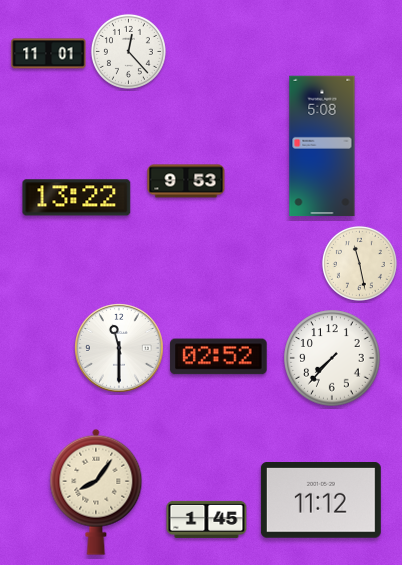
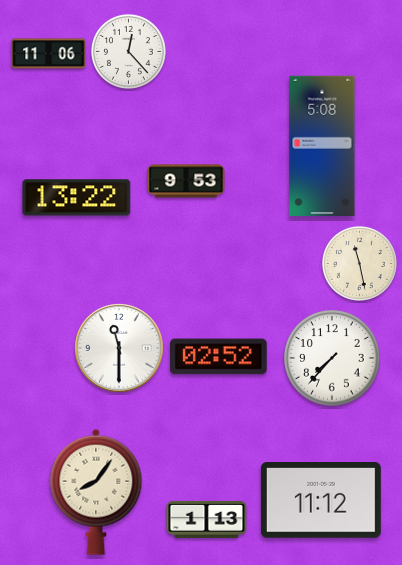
clock at (49, 54): 11:01 -> 11:06
clock at (207, 519): 1:45 -> 1:13
